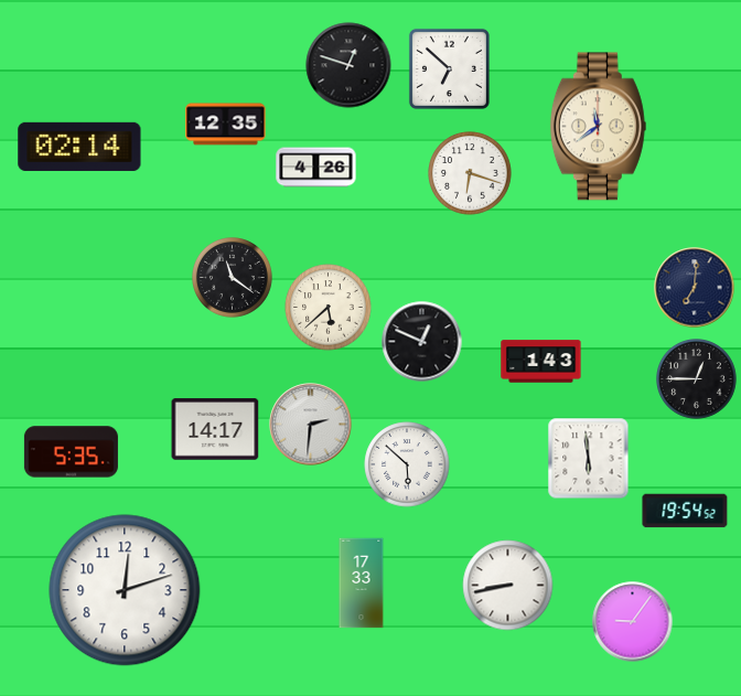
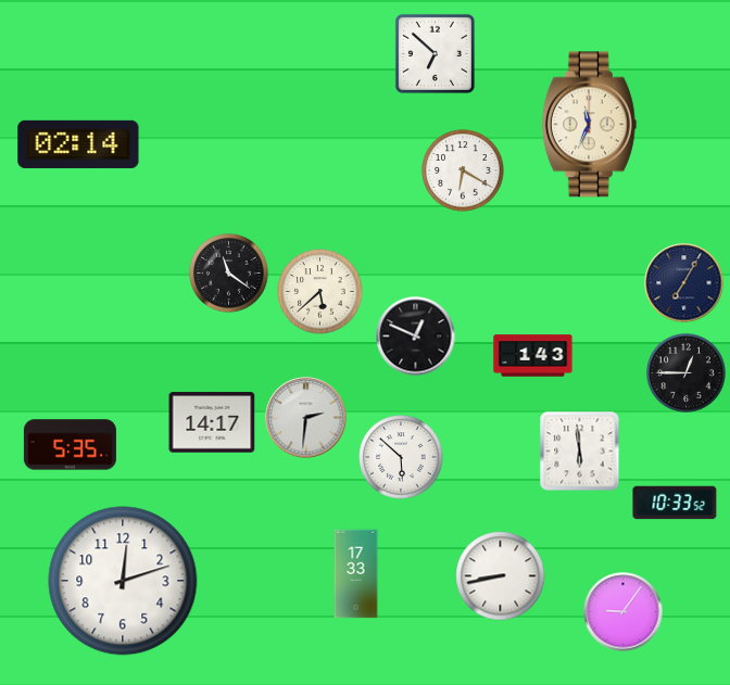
clock at (348, 65): 12:48 -> none
clock at (449, 68) position: (449, 68) -> (435, 53)
clock at (226, 125): 12:35 -> none
clock at (598, 127): 11:39 -> 11:34
clock at (316, 168): 4:26 -> none
clock at (470, 173): 6:18 -> 6:20
clock at (695, 288): 7:01 -> 7:05
clock at (329, 308) position: (329, 308) -> (320, 292)
clock at (685, 511): 19:54 -> 10:33
